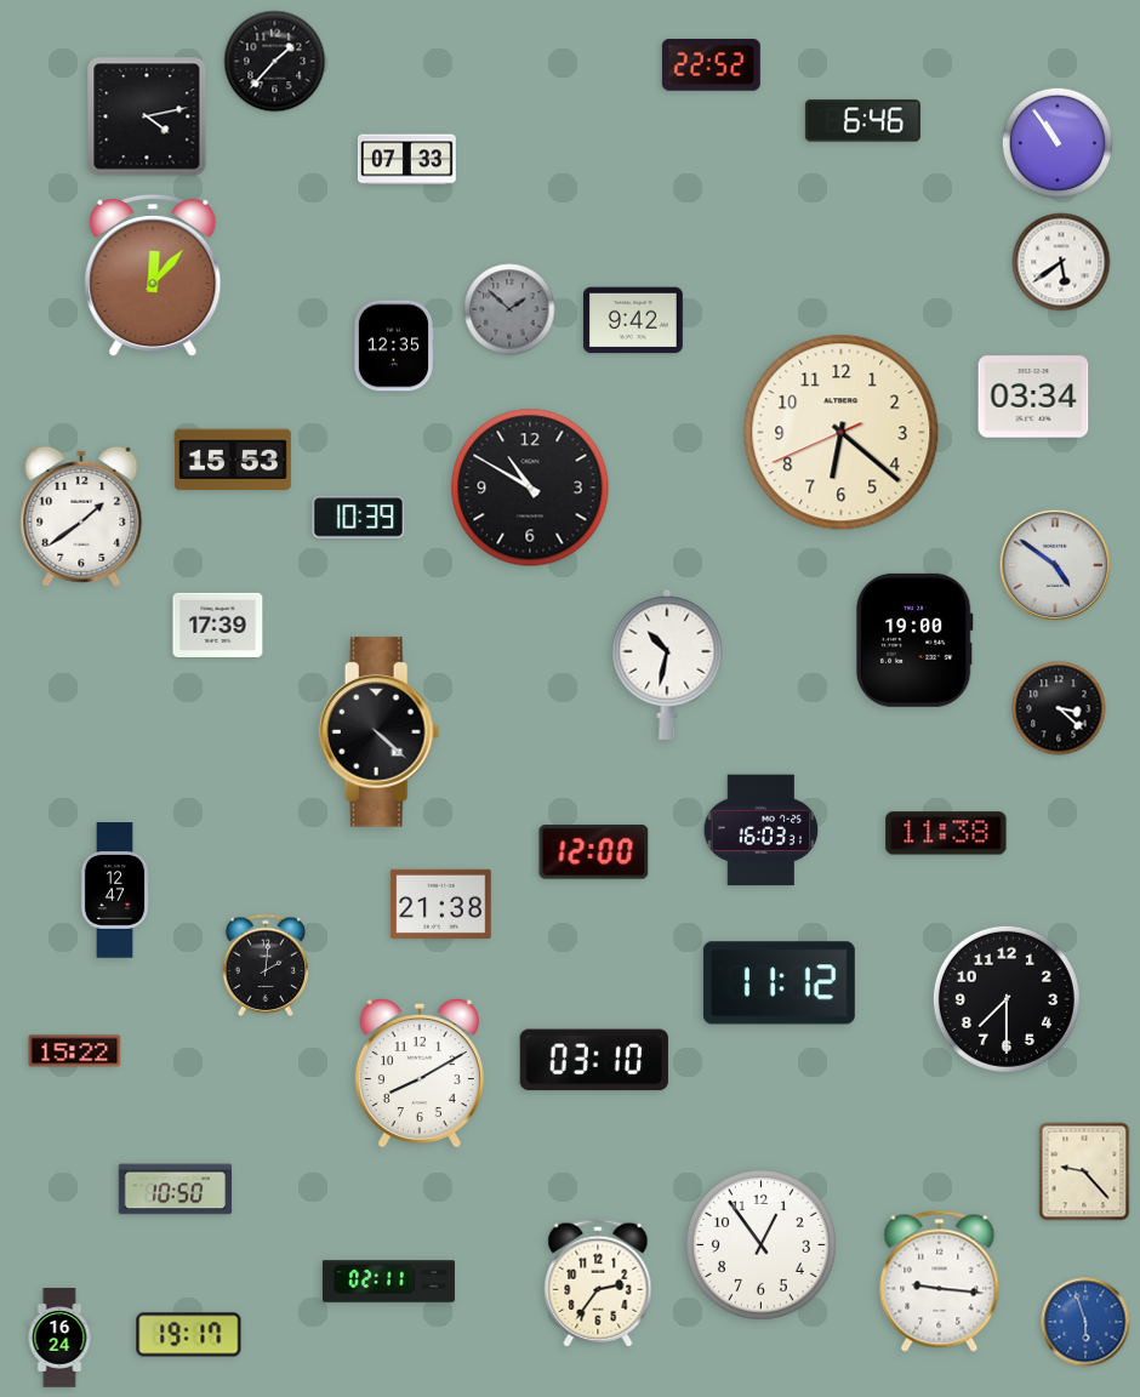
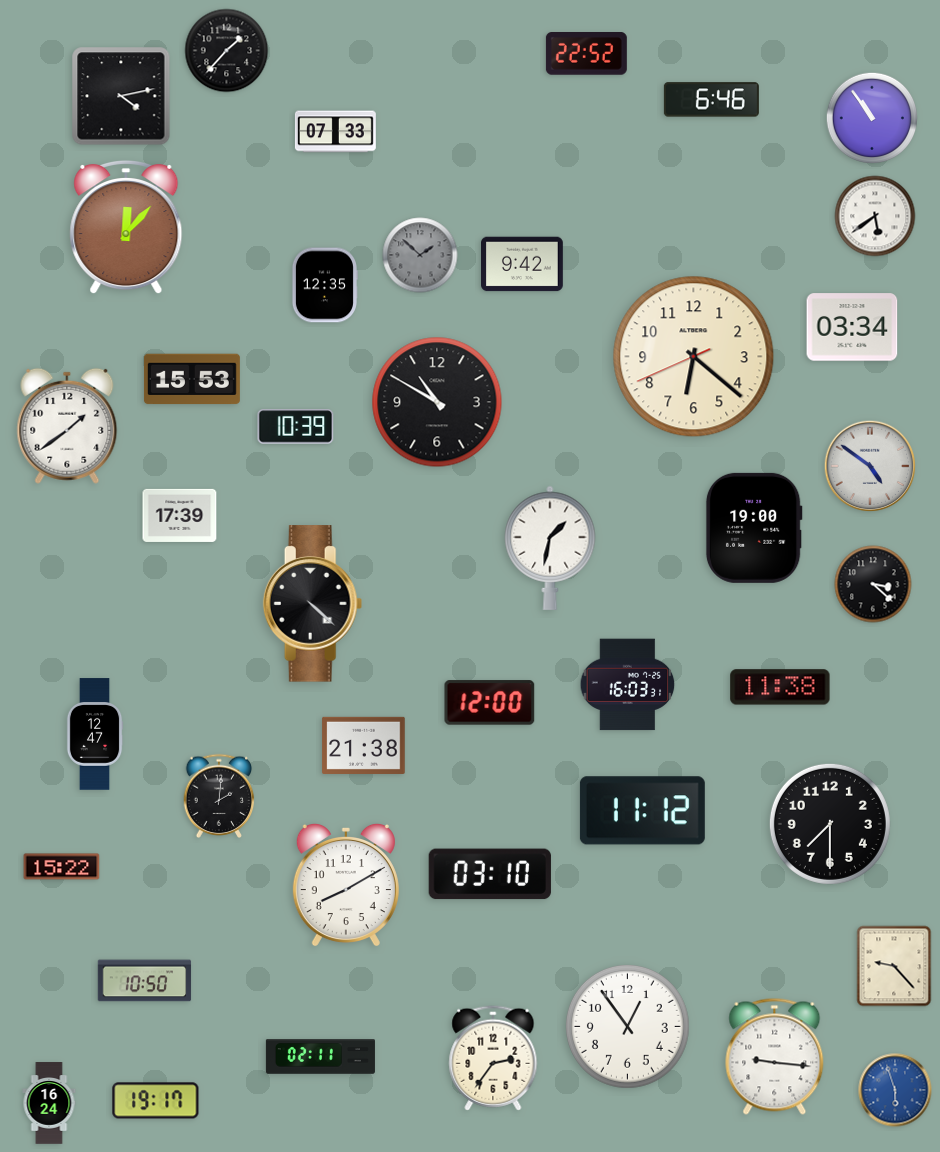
clock at (667, 665): 10:32 -> 1:32
